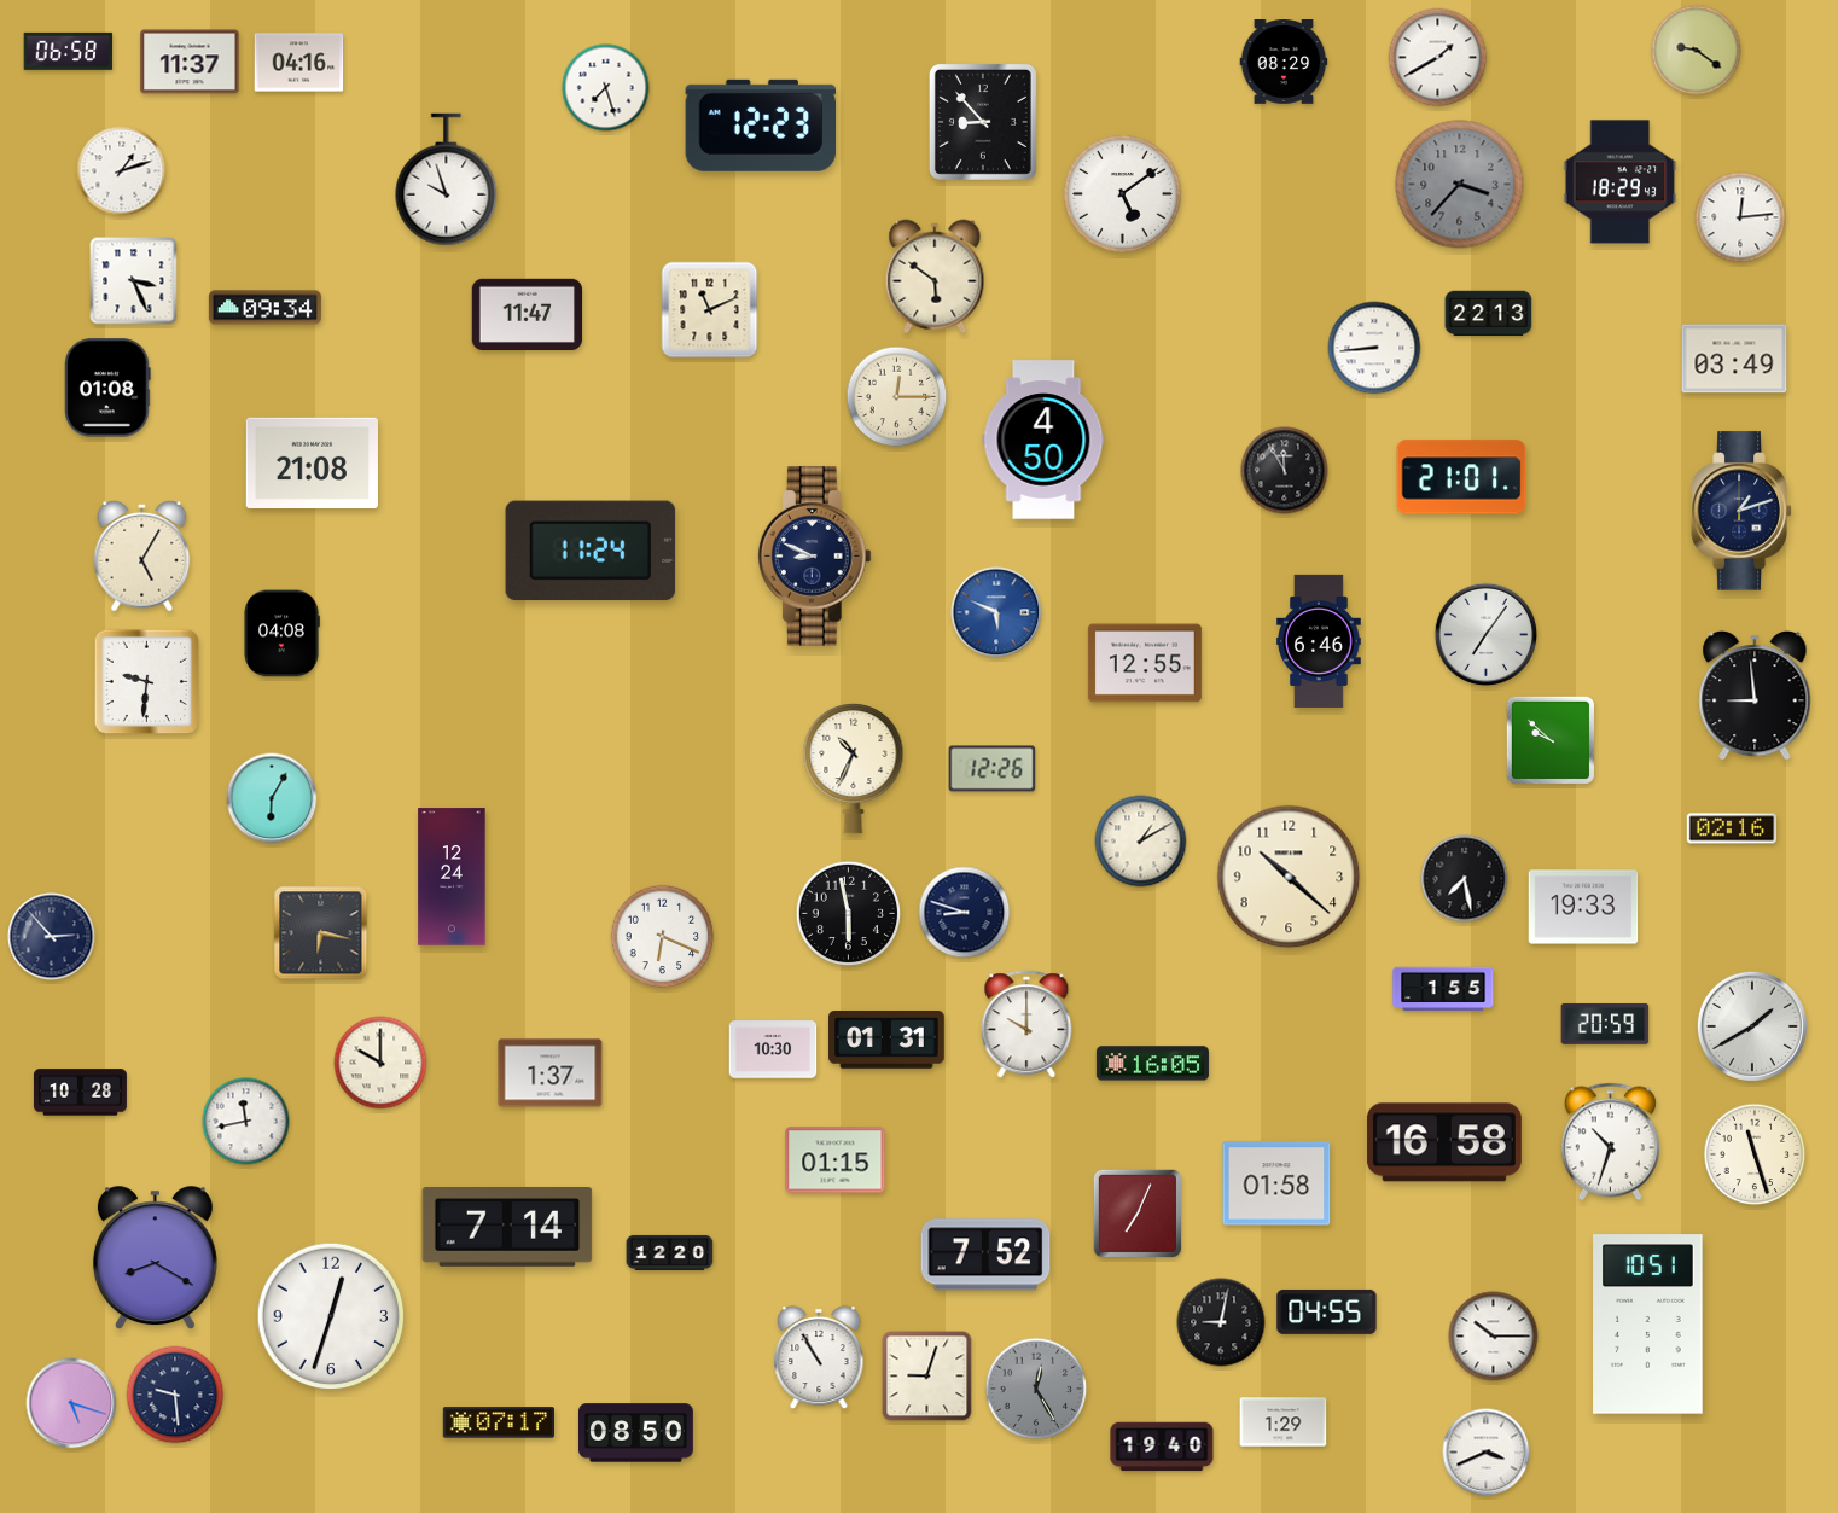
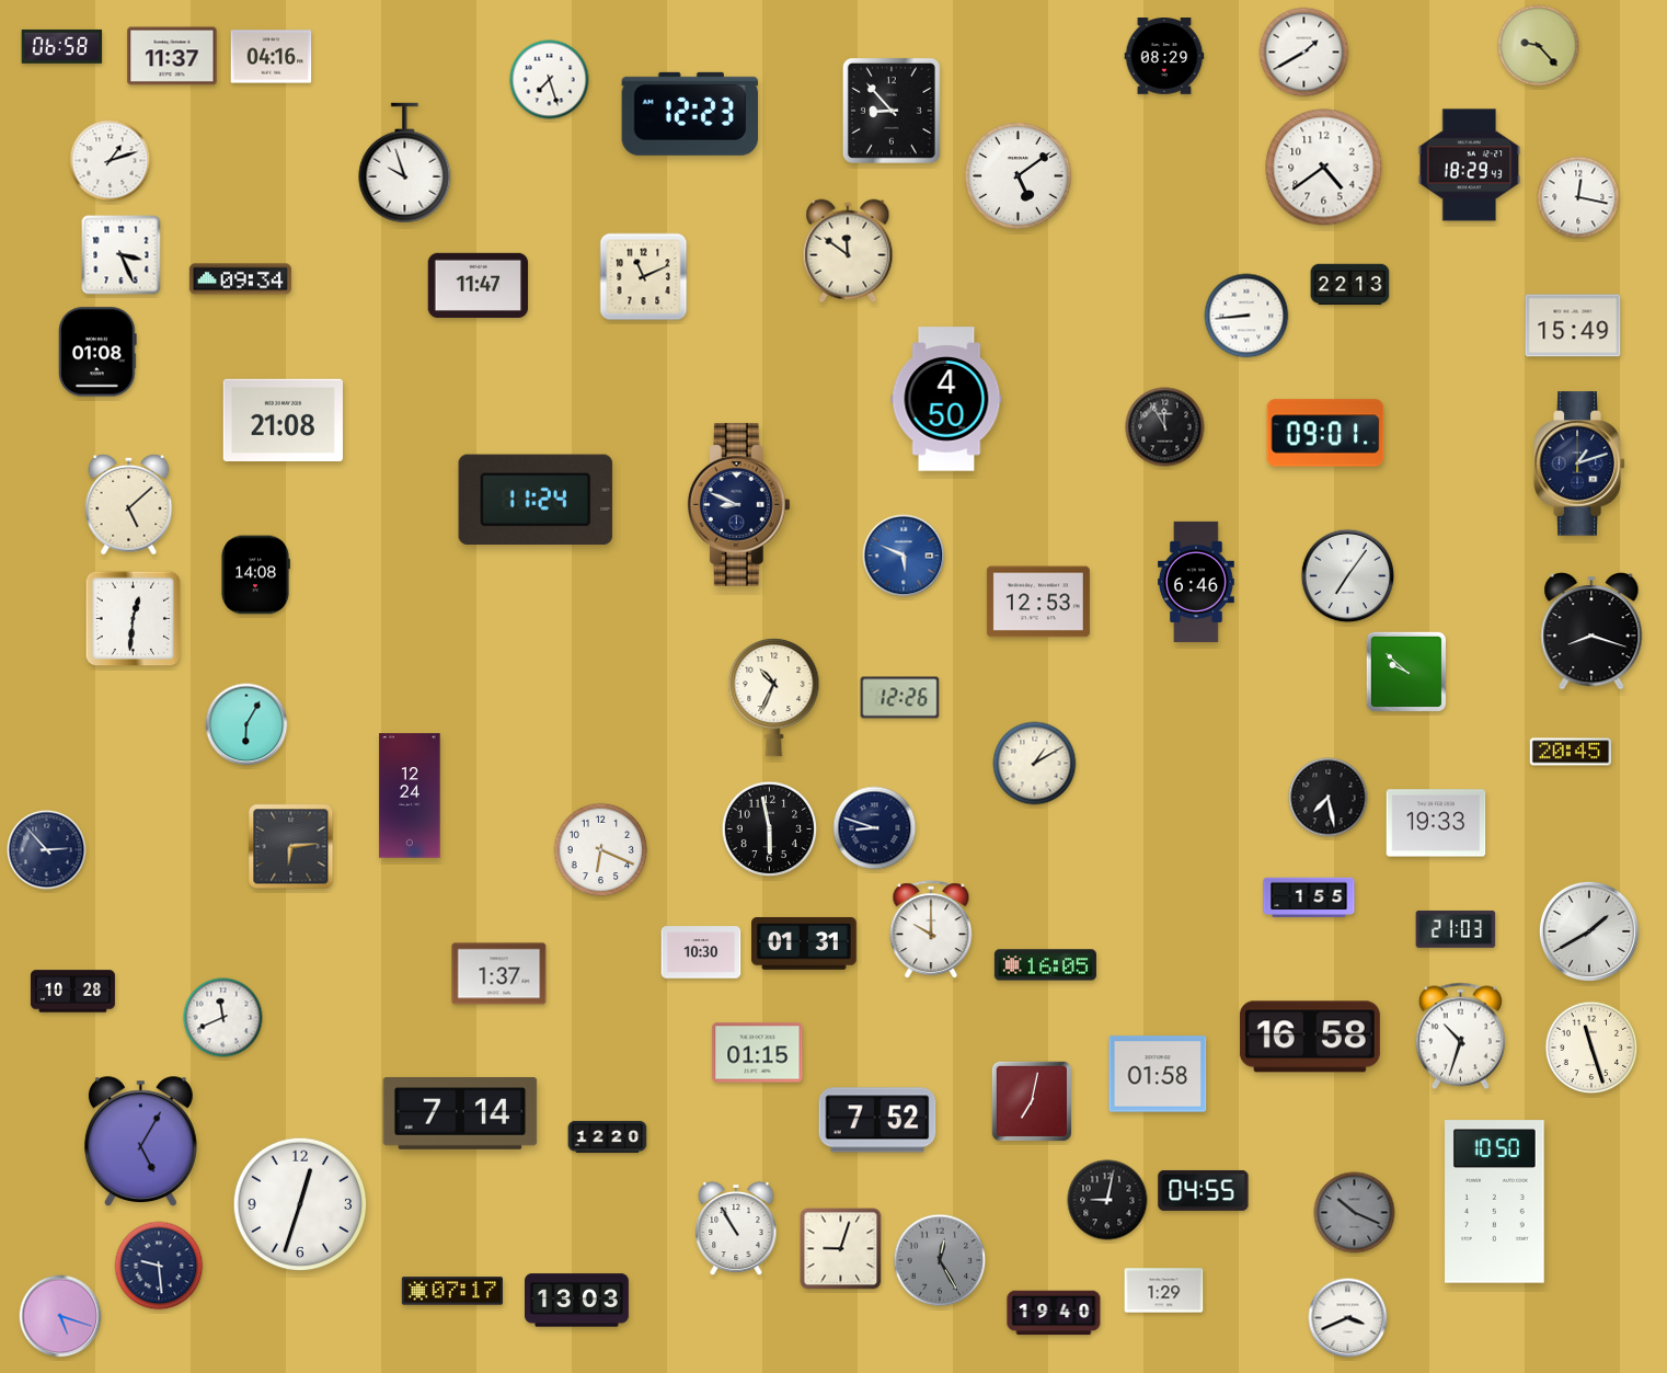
clock at (1697, 51): 9:21 -> 9:23
clock at (122, 171) position: (122, 171) -> (111, 161)
clock at (1460, 185): 3:37 -> 4:39
clock at (1460, 185) dial: grey -> white
clock at (1740, 217): 12:14 -> 12:17
clock at (935, 277): 5:51 -> 11:51
clock at (710, 310) position: (710, 310) -> (644, 277)
clock at (1734, 359): 03:49 -> 15:49
clock at (897, 397): 12:15 -> none
clock at (1461, 477): 21:01 -> 09:01
clock at (142, 555): 5:05 -> 5:08
clock at (281, 634): 04:08 -> 14:08
clock at (1145, 663): 12:55 -> 12:53
clock at (147, 682): 9:31 -> 12:31
clock at (1755, 696): 8:59 -> 8:18
clock at (1732, 828): 02:16 -> 20:45
clock at (1289, 877): 10:22 -> none
clock at (321, 933): 6:17 -> 6:14
clock at (1605, 1024): 20:59 -> 21:03
clock at (380, 1063): 10:00 -> none
clock at (246, 1122): 11:43 -> 11:41
clock at (1138, 1214): 7:04 -> 7:02
clock at (985, 1255) position: (985, 1255) -> (877, 1120)
clock at (155, 1258): 8:20 -> 5:05
clock at (331, 1316) position: (331, 1316) -> (300, 1204)
clock at (1648, 1325): 10:51 -> 10:50
clock at (1494, 1337): 10:15 -> 10:19
clock at (1494, 1337) dial: white -> grey
clock at (819, 1357) position: (819, 1357) -> (736, 1228)
clock at (71, 1403) position: (71, 1403) -> (60, 1316)
clock at (636, 1433): 08:50 -> 13:03
